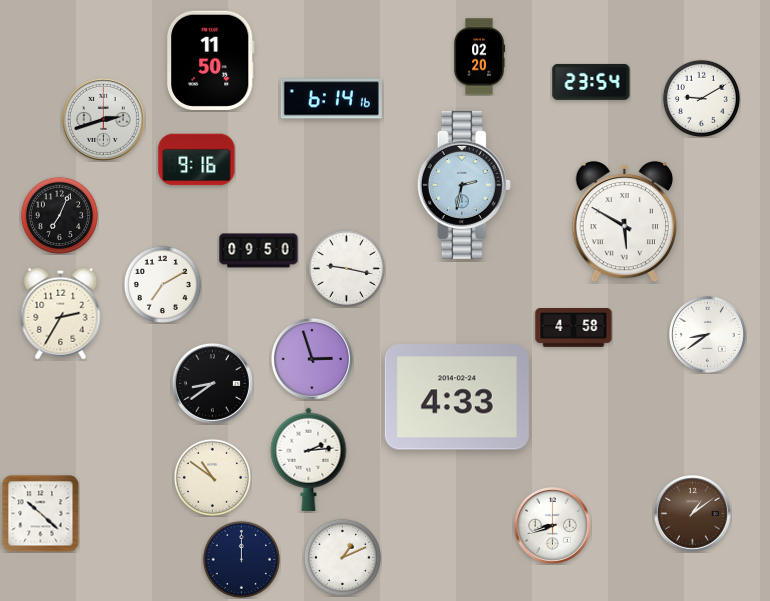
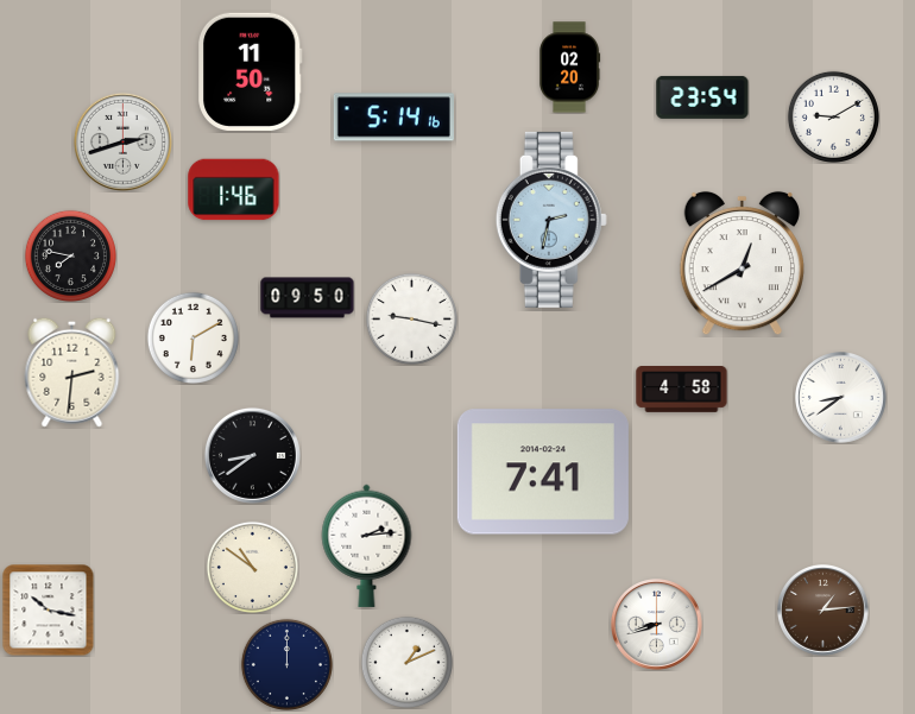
clock at (331, 99): 6:14 -> 5:14
clock at (197, 160): 9:16 -> 1:46
clock at (59, 215): 7:04 -> 7:47
clock at (624, 222): 5:50 -> 12:40
clock at (162, 284): 7:10 -> 6:10
clock at (61, 313): 2:35 -> 2:31
clock at (312, 359): 2:57 -> none
clock at (457, 397): 4:33 -> 7:41
clock at (40, 513): 10:22 -> 10:17
clock at (693, 514): 1:09 -> 1:14
